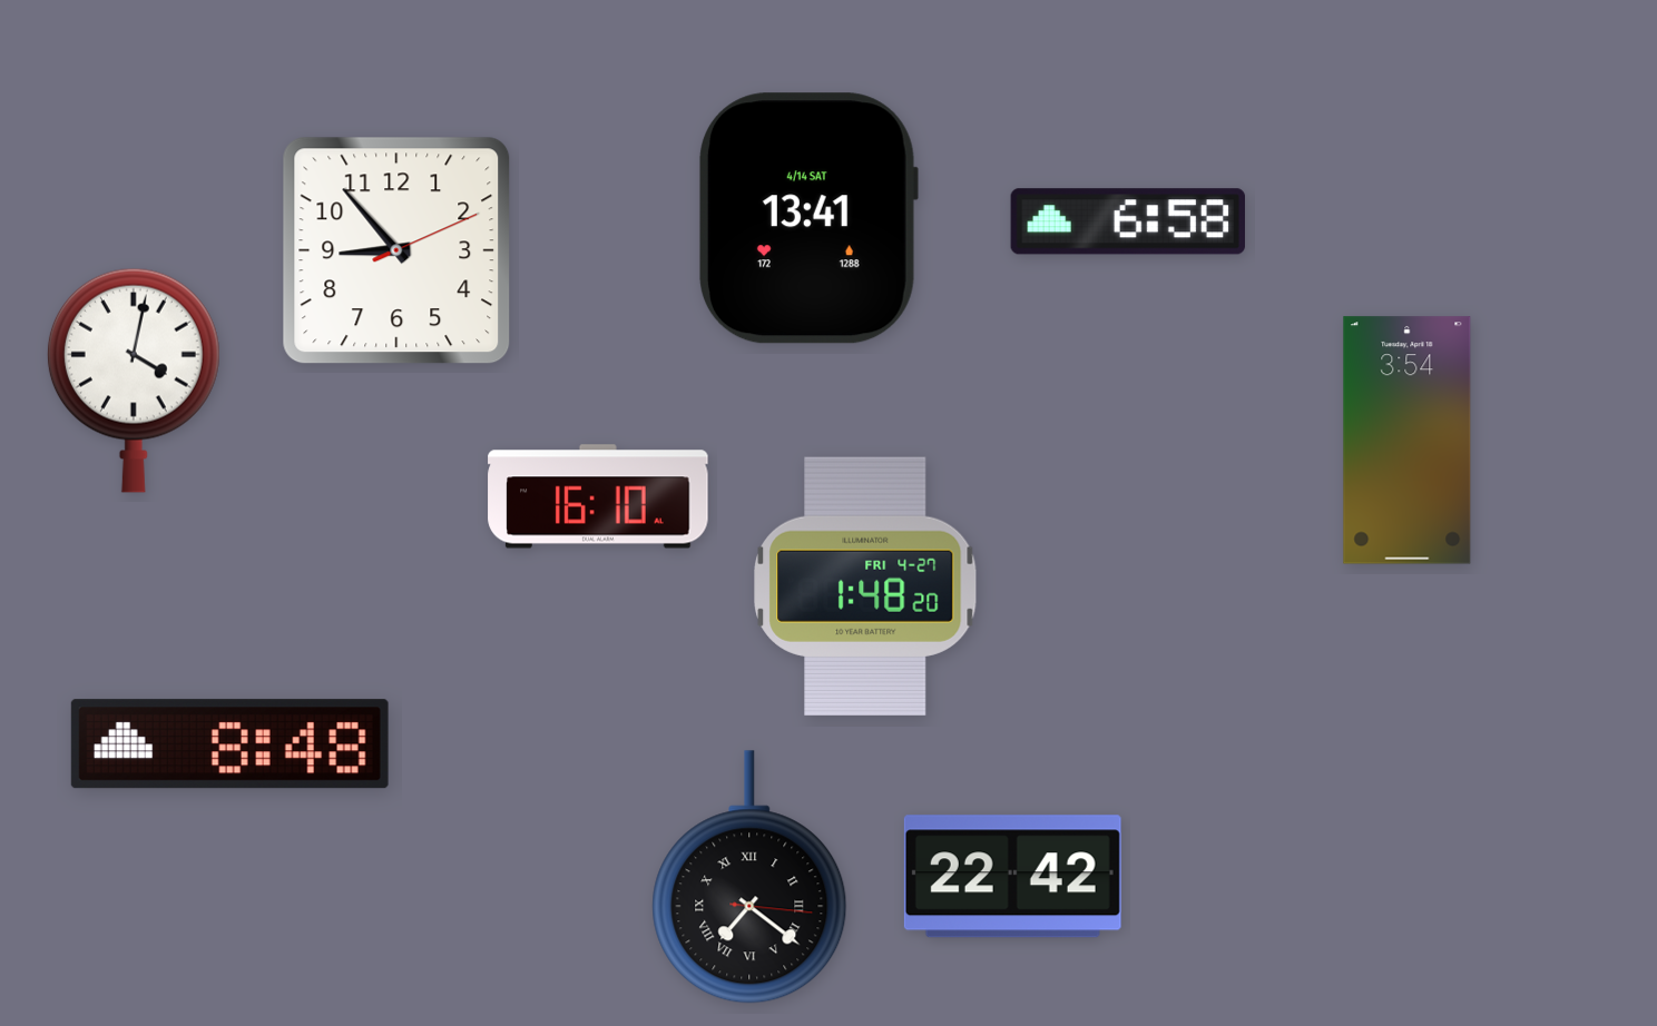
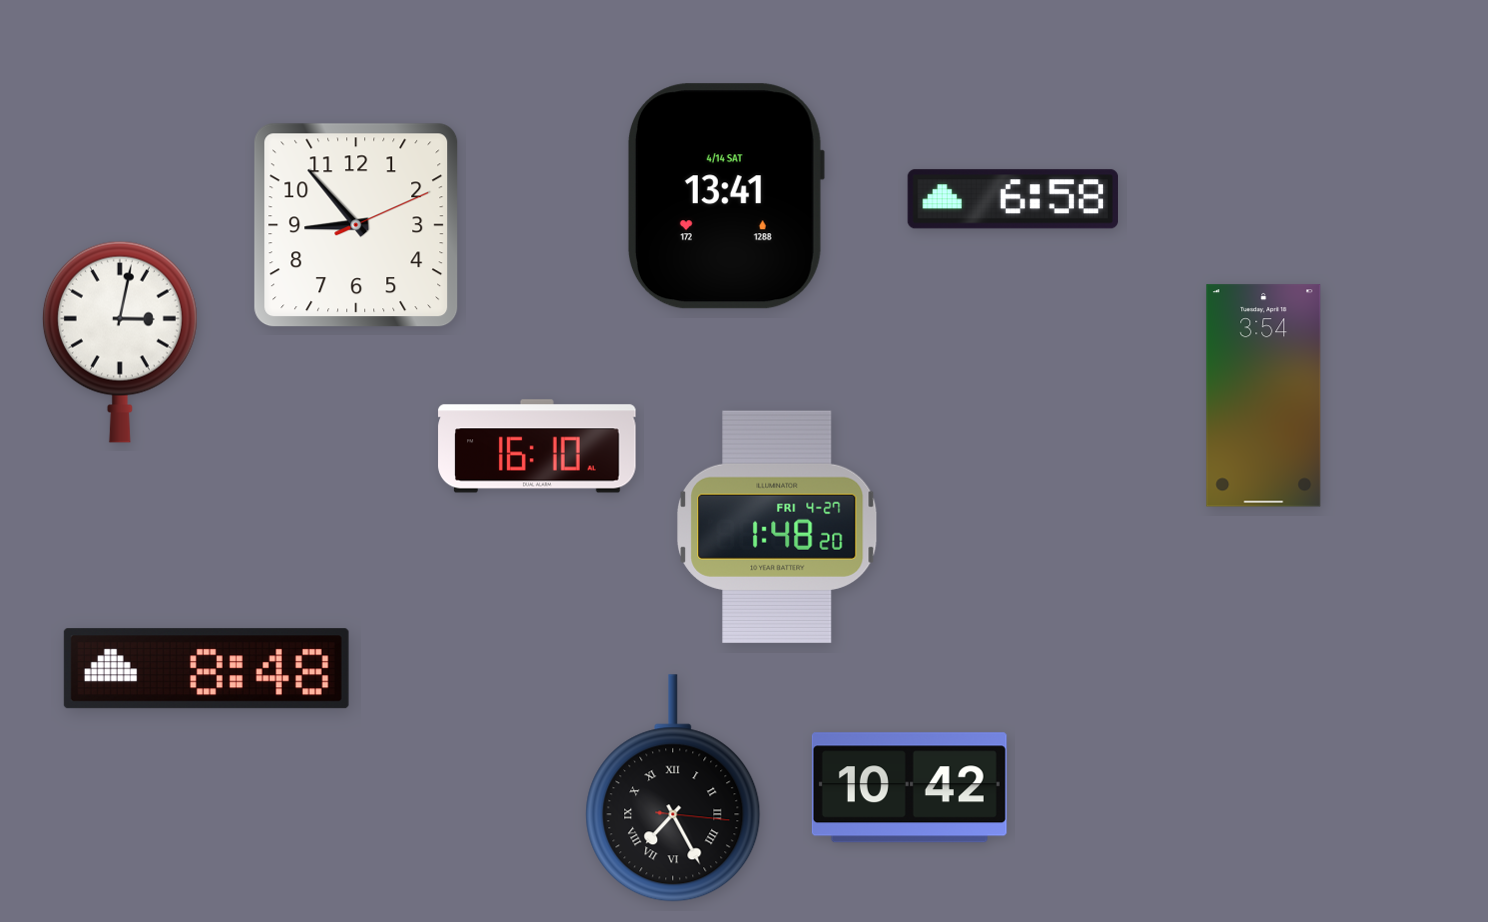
clock at (134, 381): 4:02 -> 3:02
clock at (749, 877): 7:21 -> 7:25
clock at (1012, 877): 22:42 -> 10:42
